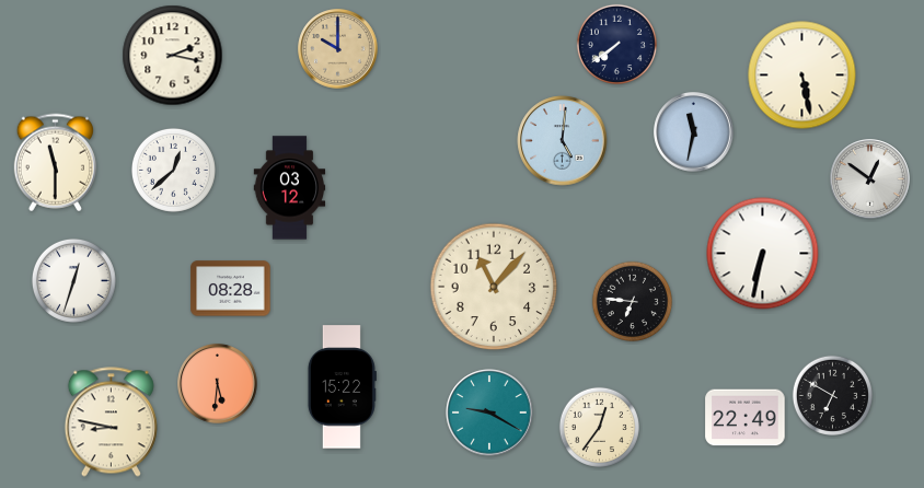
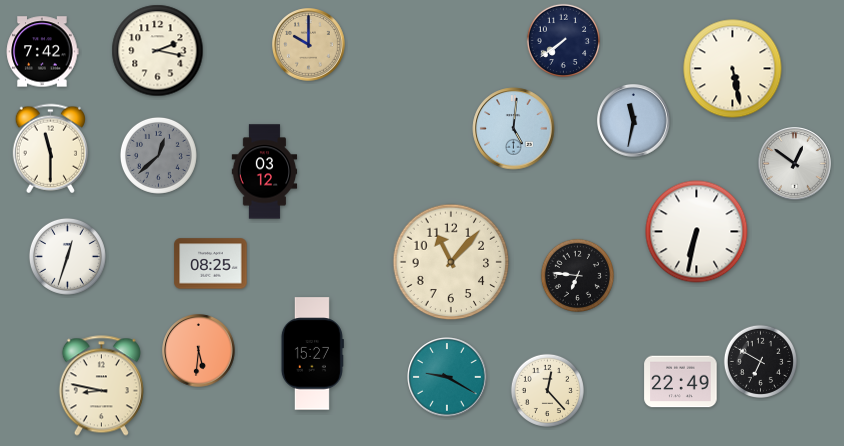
clock at (42, 52): none -> 7:42
clock at (173, 170) dial: white -> grey
clock at (231, 289): 08:28 -> 08:25
clock at (342, 387): 15:22 -> 15:27
clock at (599, 427): 12:36 -> 12:23
